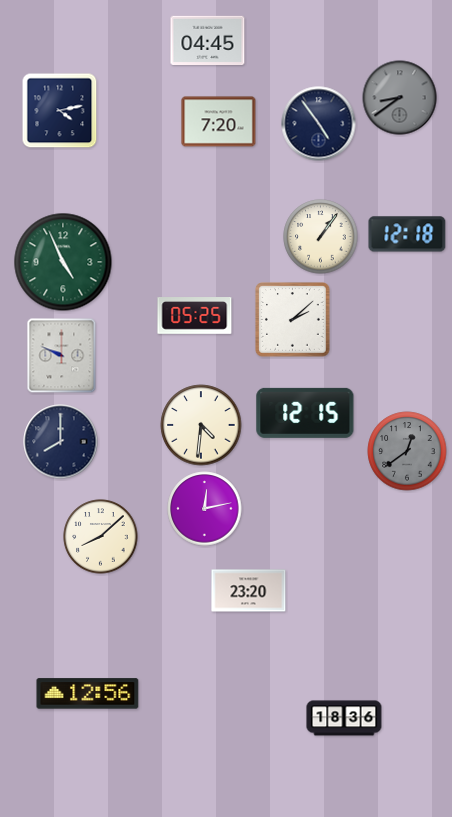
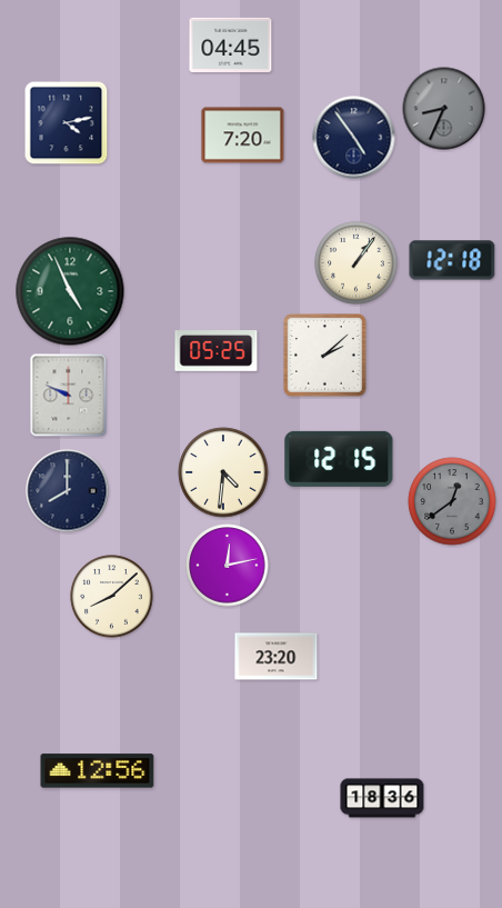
clock at (400, 98): 8:39 -> 8:34
